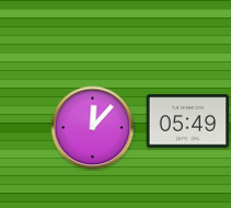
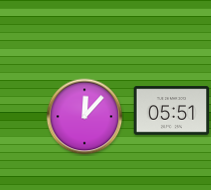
clock at (188, 122): 05:49 -> 05:51
